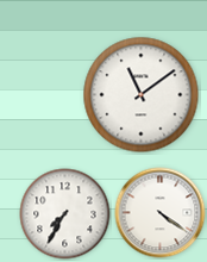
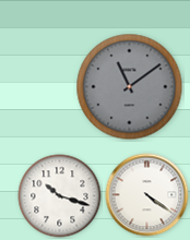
clock at (142, 95) dial: white -> grey
clock at (65, 214): 7:35 -> 10:18
